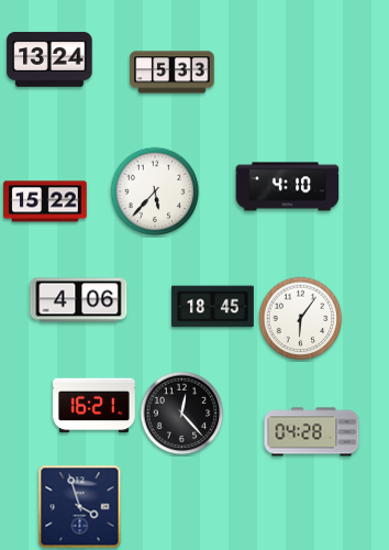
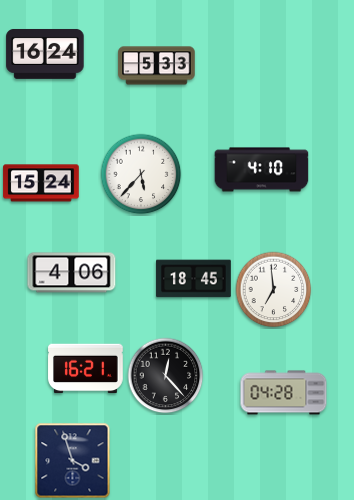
clock at (49, 59): 13:24 -> 16:24
clock at (45, 201): 15:22 -> 15:24
clock at (301, 319): 6:06 -> 6:59
